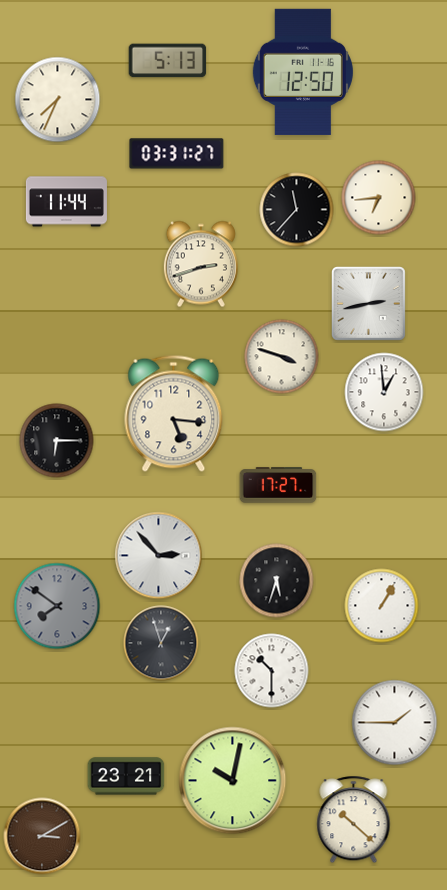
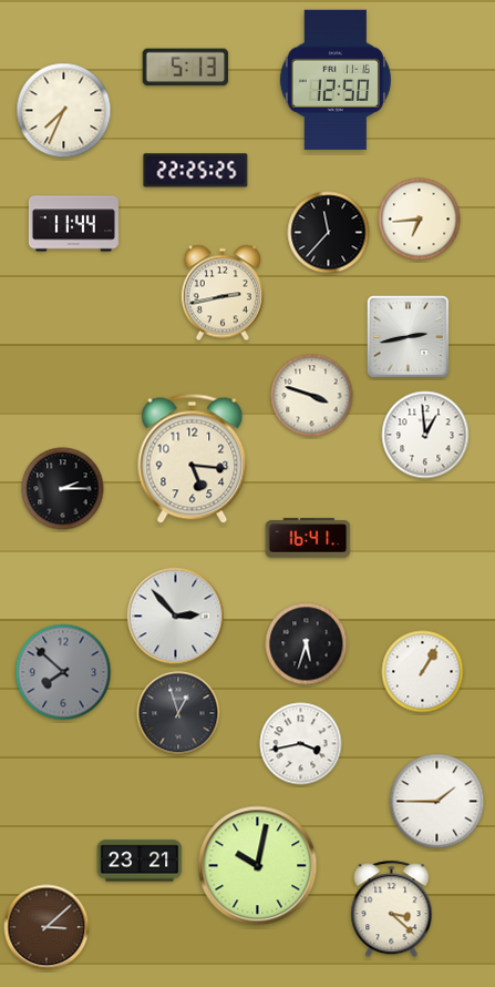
clock at (177, 154): 03:31 -> 22:25
clock at (201, 264): 2:42 -> 2:43
clock at (57, 441): 6:15 -> 2:15
clock at (278, 485): 17:27 -> 16:41
clock at (57, 606): 7:51 -> 7:52
clock at (272, 671): 10:30 -> 3:43
clock at (354, 820): 10:22 -> 3:22
clock at (42, 836): 3:10 -> 3:08
